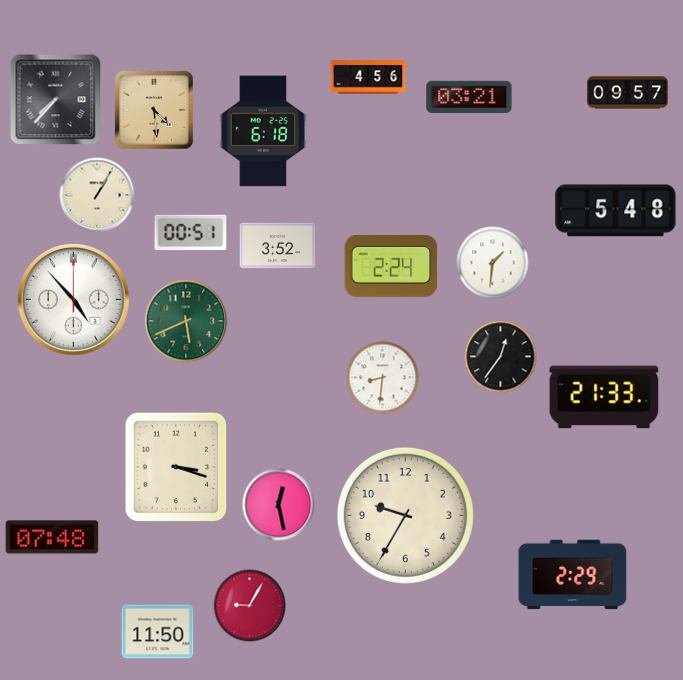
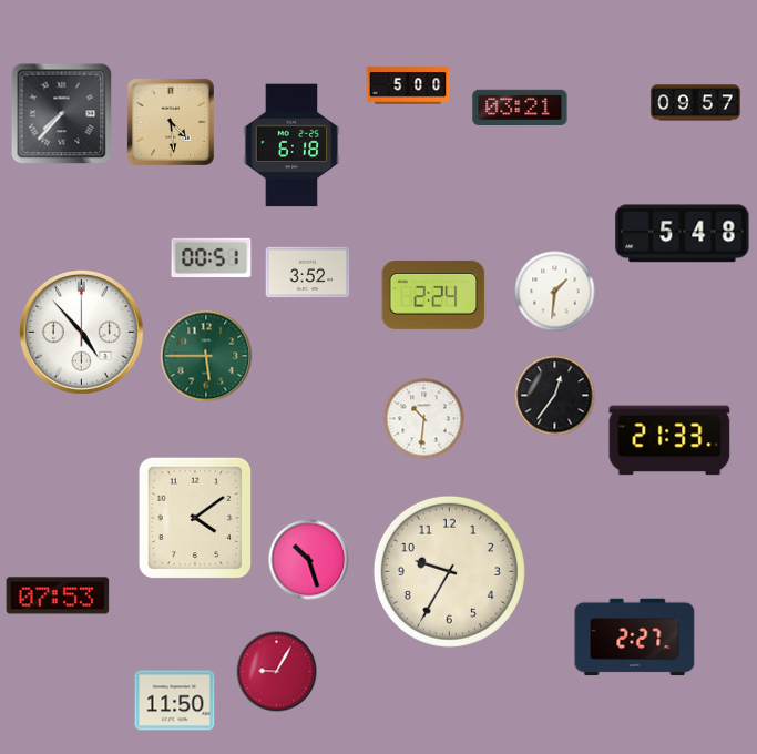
clock at (368, 77): 4:56 -> 5:00
clock at (56, 100) position: (56, 100) -> (62, 114)
clock at (97, 195): 1:05 -> none
clock at (493, 263) position: (493, 263) -> (555, 292)
clock at (186, 321): 5:41 -> 5:45
clock at (383, 378): 8:31 -> 10:31
clock at (176, 467): 3:18 -> 4:09
clock at (279, 505): 12:28 -> 10:27
clock at (52, 537): 07:48 -> 07:53
clock at (573, 575): 2:29 -> 2:27
